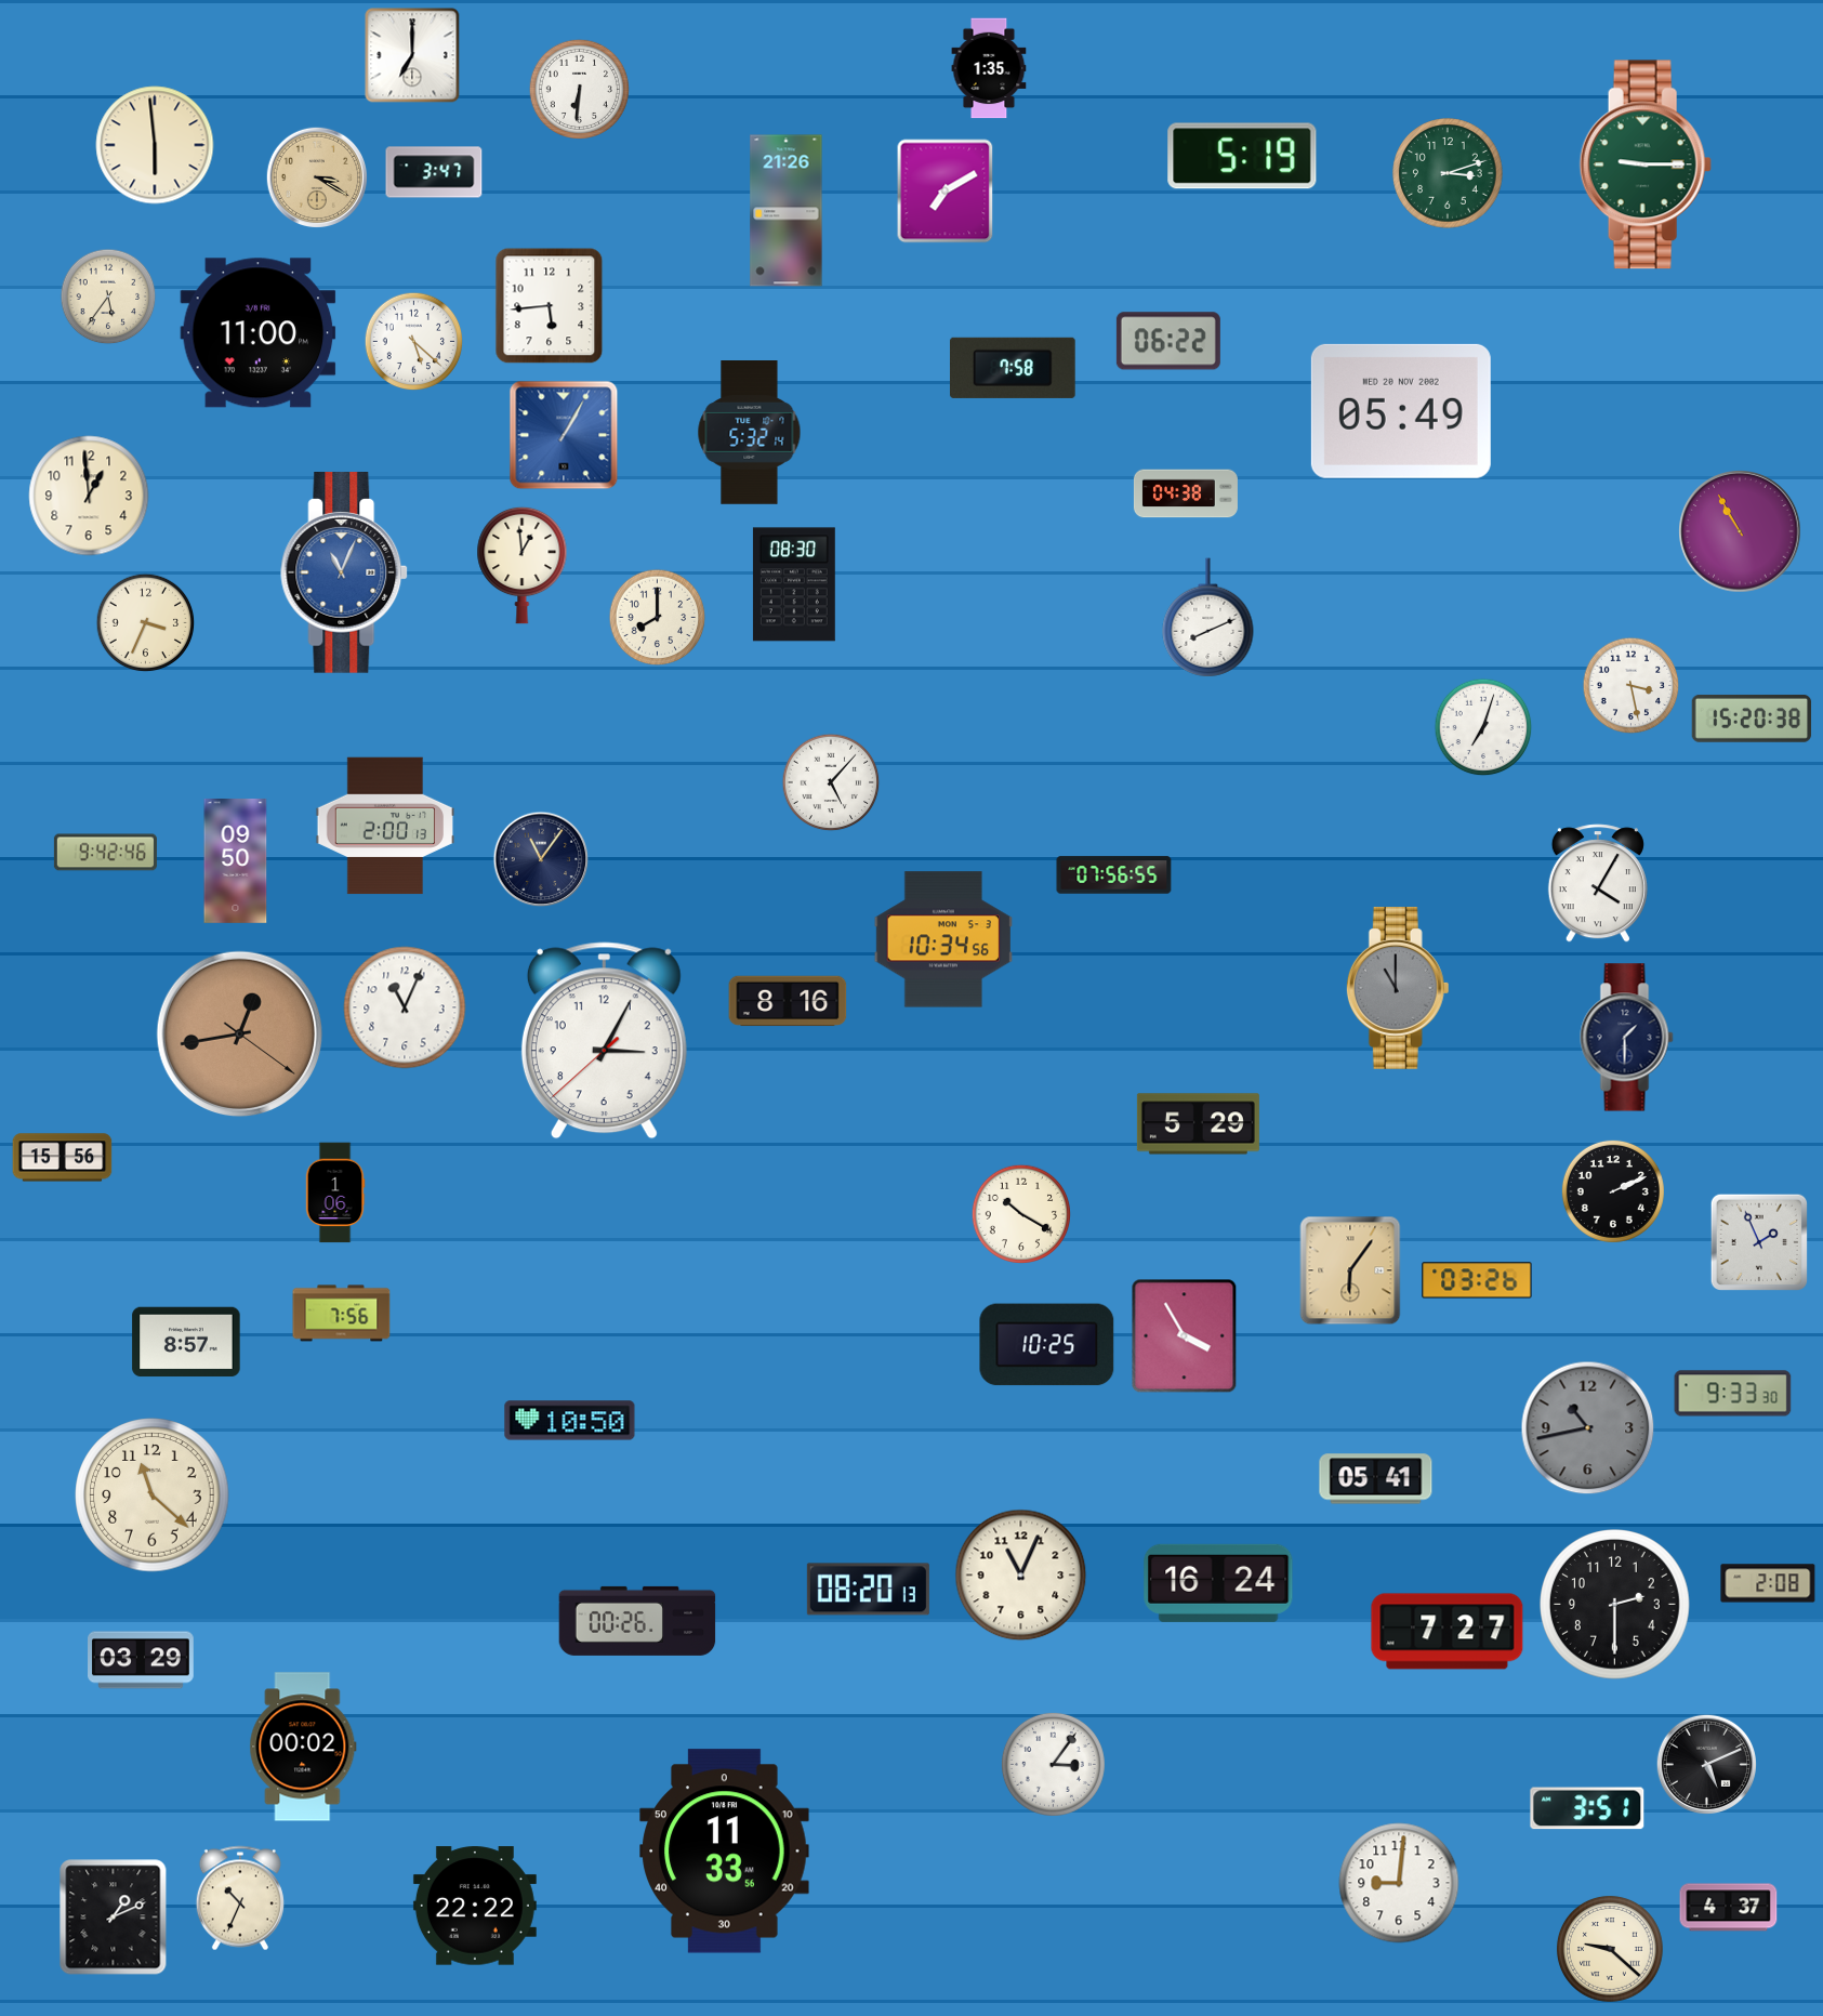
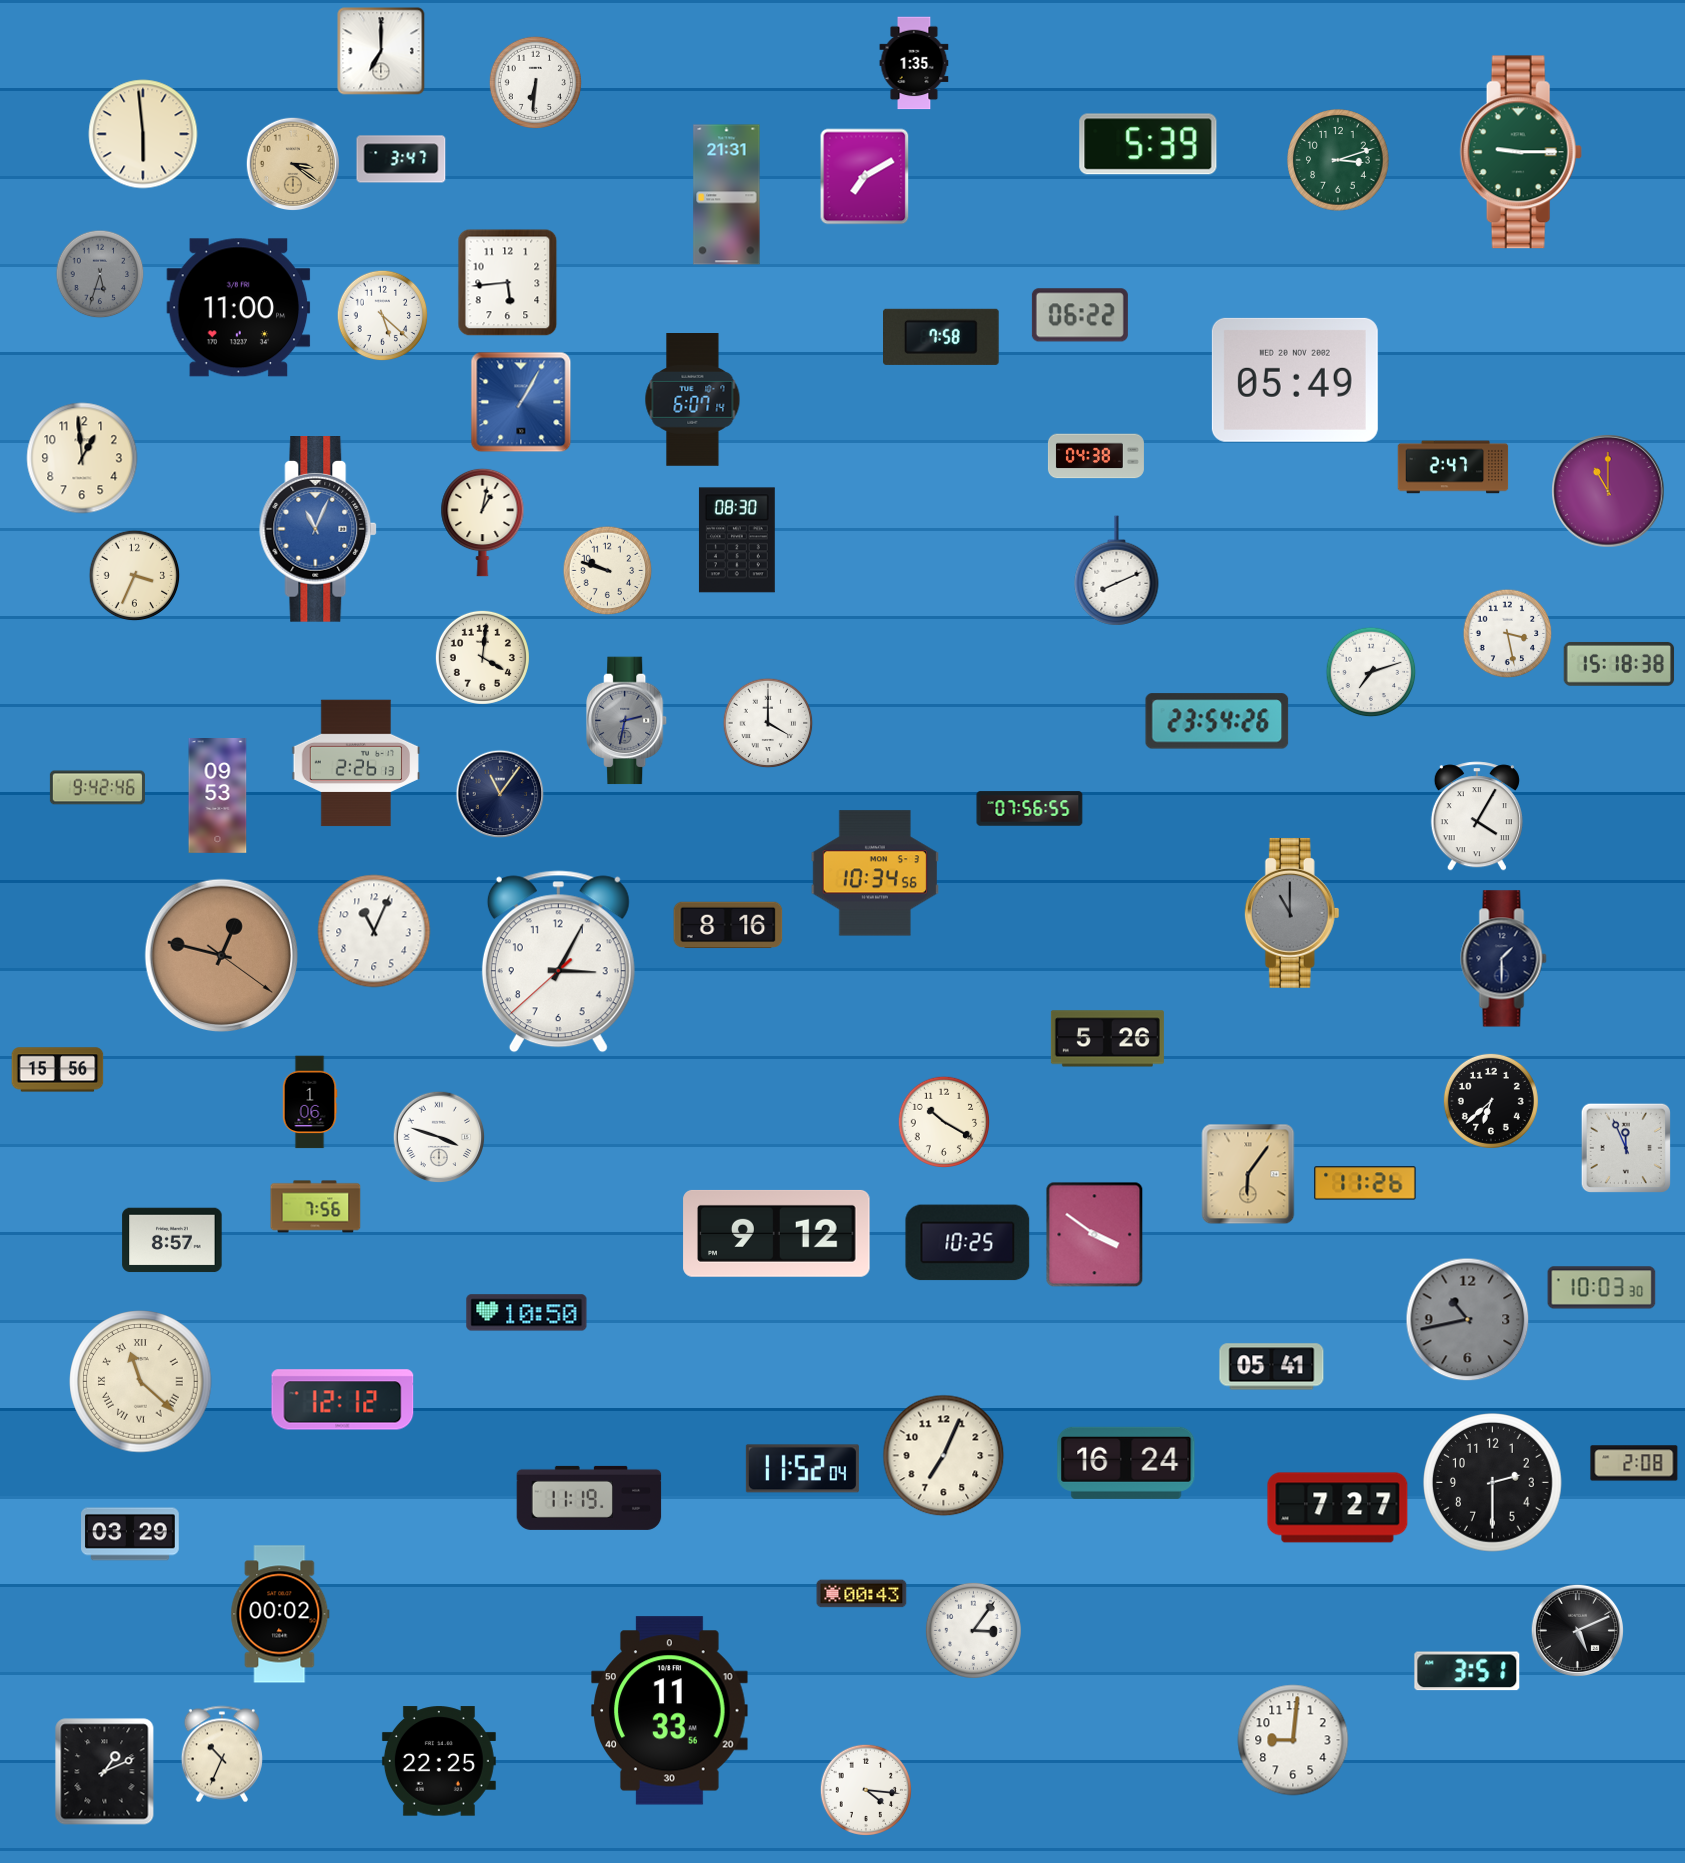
clock at (1242, 156): 5:19 -> 5:39
clock at (316, 176): 3:20 -> 3:21
clock at (946, 192) position: (946, 192) -> (865, 177)
clock at (787, 211): 21:26 -> 21:31
clock at (108, 297): 5:36 -> 5:33
clock at (108, 297) dial: cream -> grey
clock at (1014, 368) position: (1014, 368) -> (942, 337)
clock at (750, 433): 5:32 -> 6:07
clock at (1453, 467): none -> 2:47
clock at (1740, 531): 10:55 -> 11:00
clock at (523, 565): 12:59 -> 1:02
clock at (794, 584) position: (794, 584) -> (737, 540)
clock at (658, 618): 8:00 -> 9:48
clock at (482, 657): none -> 4:01
clock at (1752, 719): 15:20 -> 15:18
clock at (1483, 727): 7:03 -> 7:12
clock at (627, 721): none -> 2:32
clock at (1217, 721): none -> 23:54
clock at (831, 782): 5:07 -> 4:00
clock at (385, 826): 2:00 -> 2:26
clock at (236, 861): 09:50 -> 09:53
clock at (942, 939) position: (942, 939) -> (874, 873)
clock at (240, 1035): 12:43 -> 12:47
clock at (1198, 1124): 5:29 -> 5:26
clock at (1613, 1191): 2:11 -> 6:38
clock at (439, 1137): none -> 3:48
clock at (1759, 1242): 1:56 -> 11:56
clock at (1477, 1280): 03:26 -> 11:26
clock at (342, 1314) position: (342, 1314) -> (316, 1207)
clock at (777, 1233): none -> 9:12
clock at (1185, 1336): 3:55 -> 3:51
clock at (1733, 1394): 9:33 -> 10:03
clock at (153, 1495) numerals: Arabic -> Roman
clock at (343, 1400): none -> 12:12
clock at (1021, 1576): 11:04 -> 7:04
clock at (868, 1590): 08:20 -> 11:52
clock at (637, 1621): 00:26 -> 11:19
clock at (862, 1594): none -> 00:43
clock at (475, 1906): 22:22 -> 22:25
clock at (1729, 1908): 4:37 -> none
clock at (865, 1789): none -> 4:16
clock at (1610, 1949): 9:22 -> none
